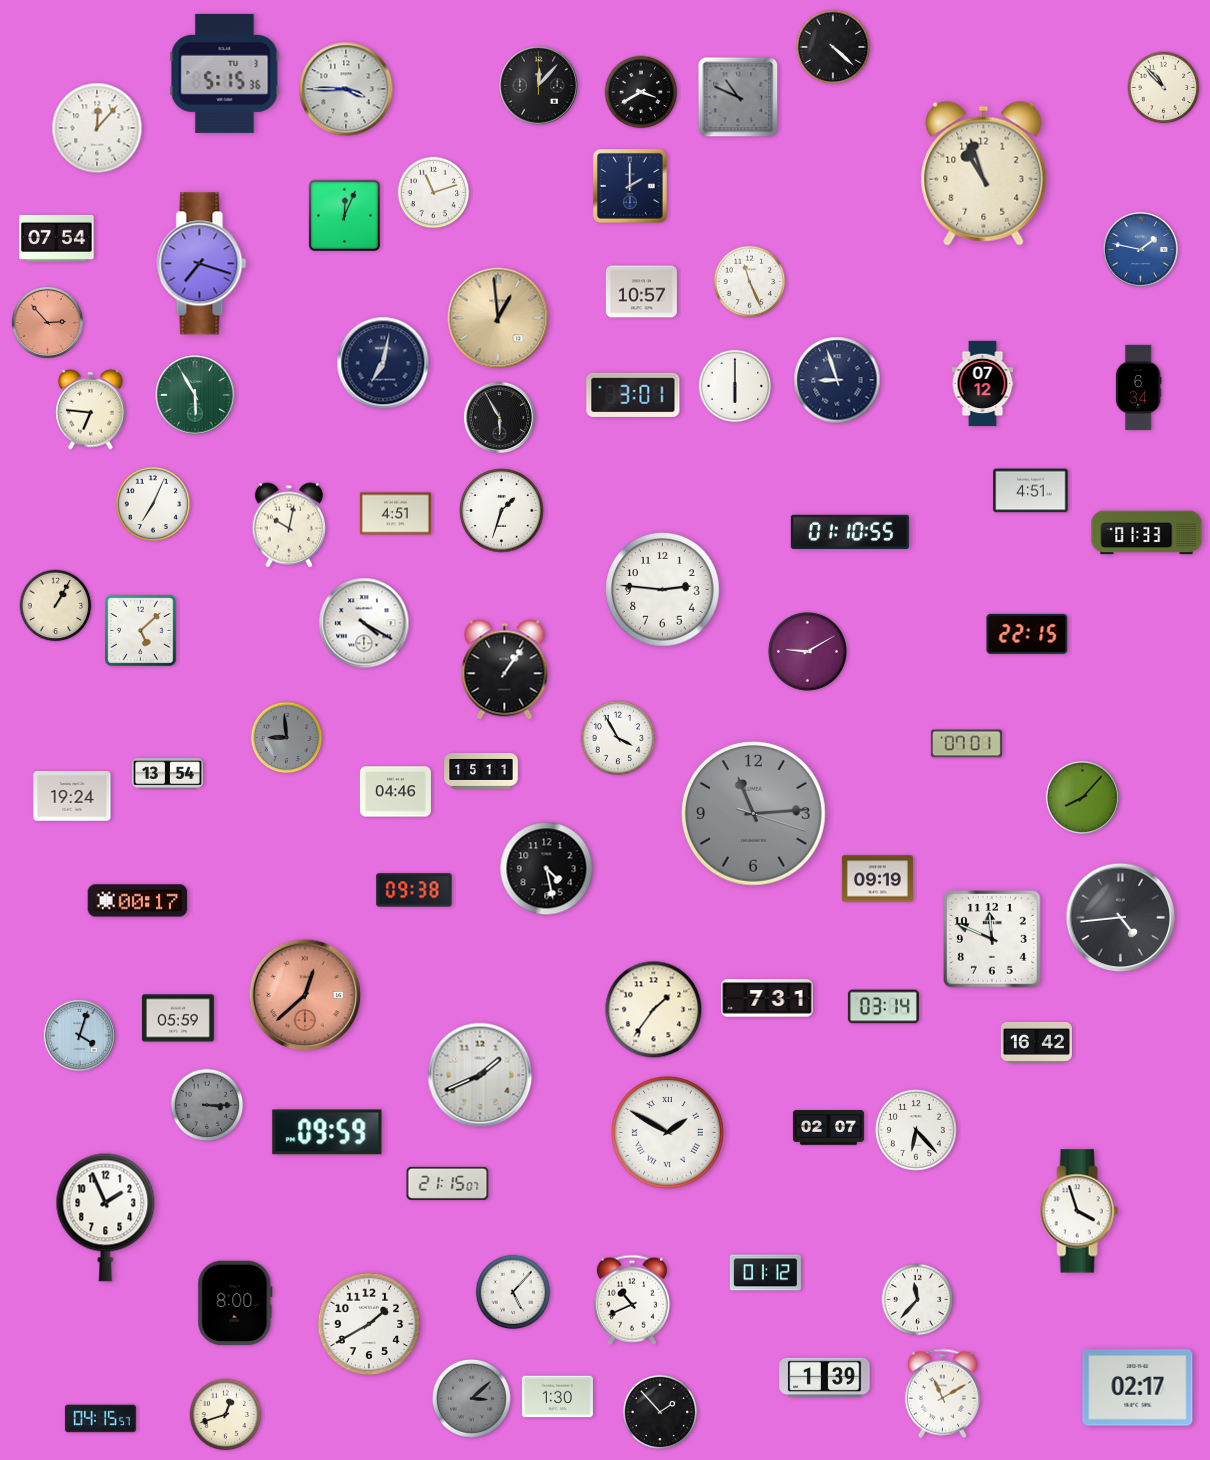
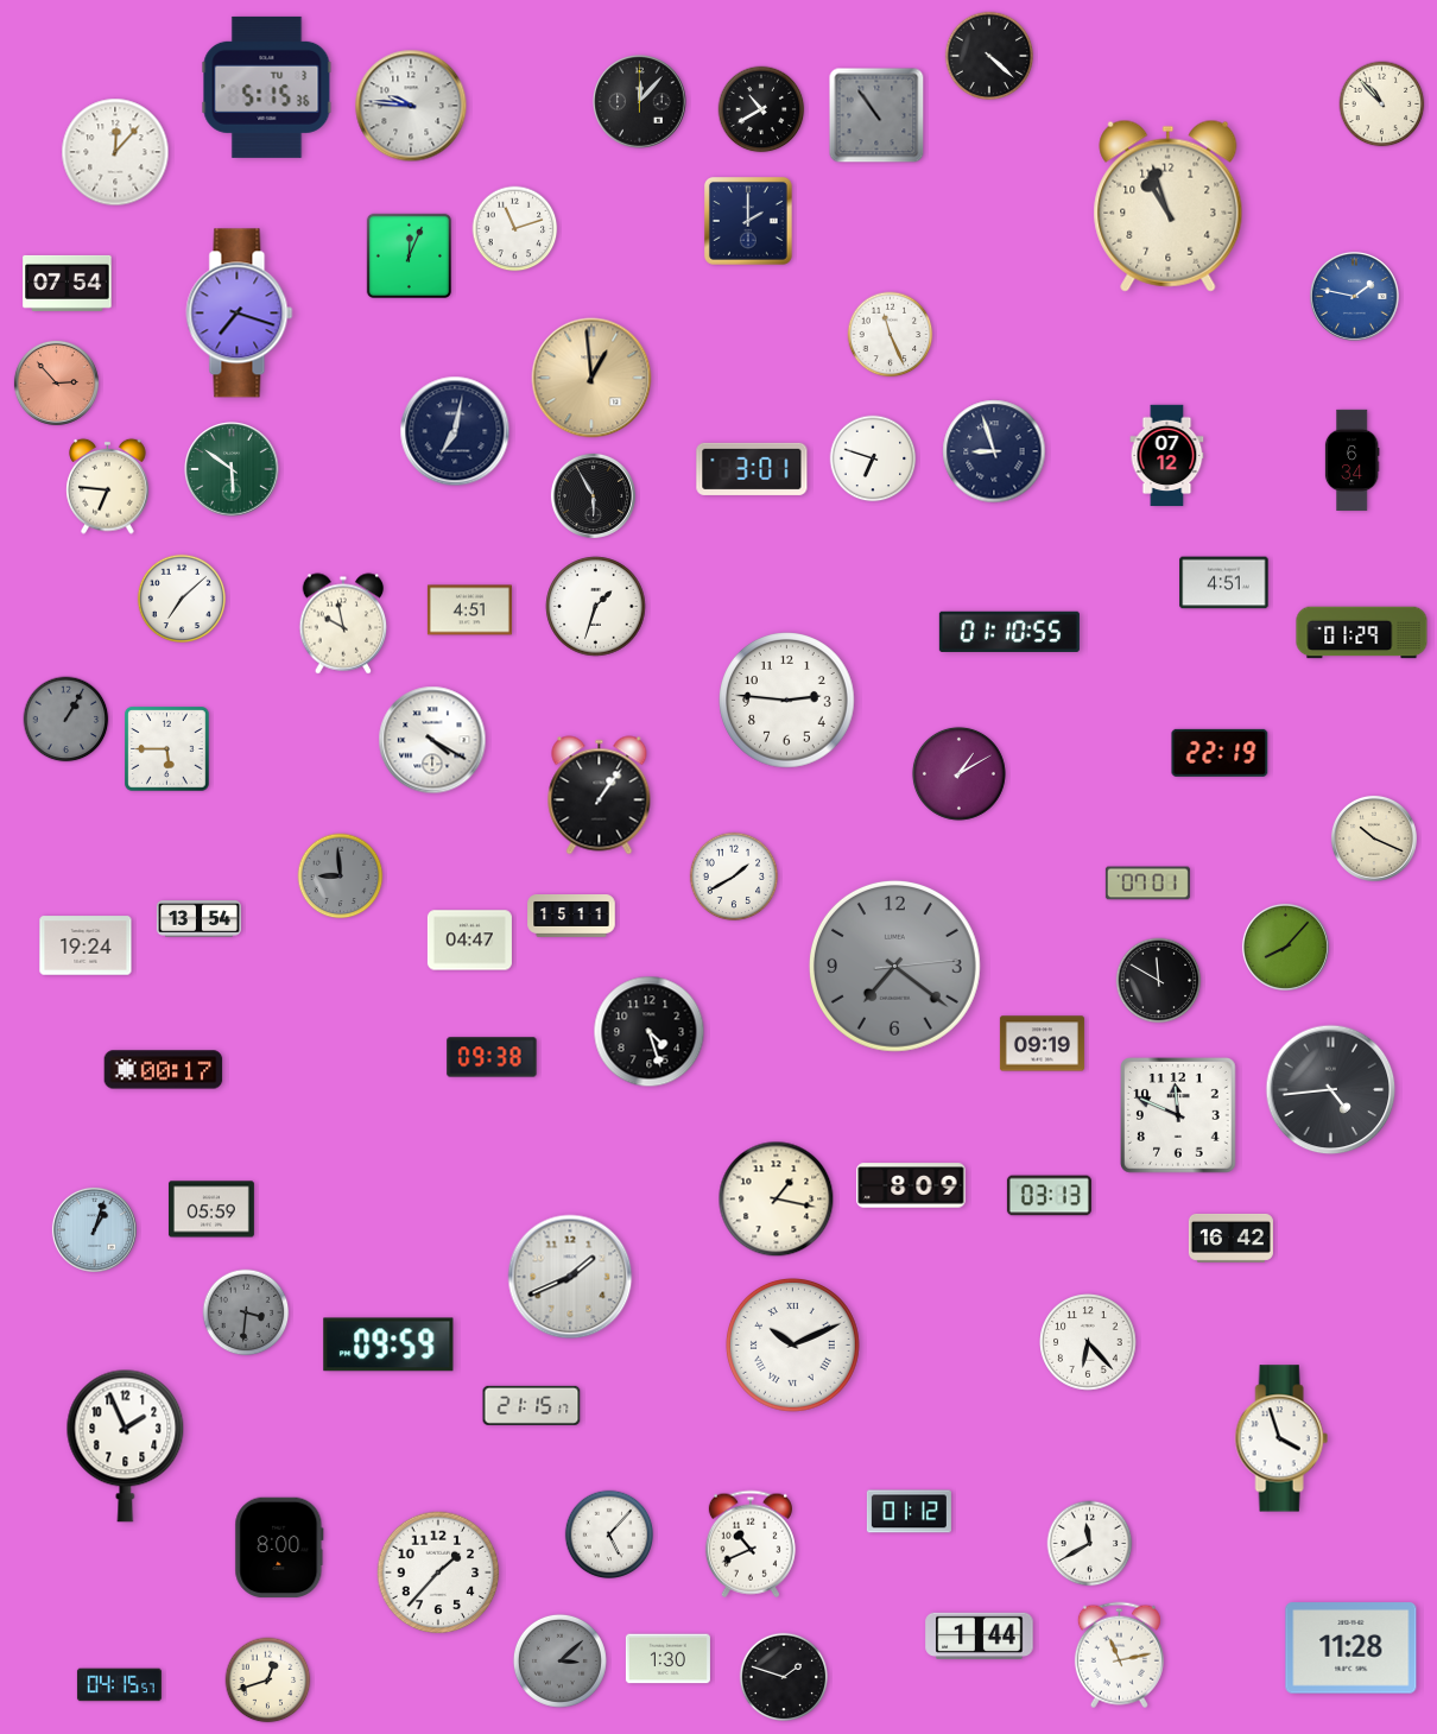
clock at (346, 89): 3:45 -> 9:46
clock at (641, 92): 3:40 -> 10:40
clock at (738, 97): 10:49 -> 10:54
clock at (641, 292): 10:57 -> none
clock at (735, 386): 6:00 -> 6:48
clock at (195, 395): 5:55 -> 5:51
clock at (153, 504): 7:04 -> 7:08
clock at (289, 525): 10:02 -> 9:58
clock at (1147, 533): 01:33 -> 01:29
clock at (56, 606) dial: cream -> grey
clock at (141, 631): 5:08 -> 5:45
clock at (1027, 634): 22:15 -> 22:19
clock at (807, 651): 9:10 -> 1:10
clock at (1374, 838): none -> 10:19
clock at (618, 738): 3:55 -> 1:40
clock at (395, 792): 04:46 -> 04:47
clock at (753, 813): 11:14 -> 7:21
clock at (1159, 981): none -> 11:50
clock at (547, 869): 4:28 -> 4:27
clock at (305, 995): 12:38 -> none
clock at (767, 998): 7:31 -> 8:09
clock at (883, 1007): 03:14 -> 03:13
clock at (654, 1010): 1:36 -> 1:17
clock at (79, 1035): 4:03 -> 1:03
clock at (207, 1105): 3:15 -> 3:31
clock at (828, 1128): 02:07 -> none
clock at (667, 1132): 1:50 -> 10:11
clock at (448, 1183): 21:15:07 -> 21:15:17
clock at (918, 1300): 11:37 -> 11:40
clock at (369, 1324): 1:40 -> 1:37
clock at (825, 1377): 1:39 -> 1:44
clock at (1138, 1388): 02:17 -> 11:28
clock at (942, 1394): 11:10 -> 11:13
clock at (557, 1397) position: (557, 1397) -> (667, 1659)
clock at (660, 1412): 1:53 -> 1:48
